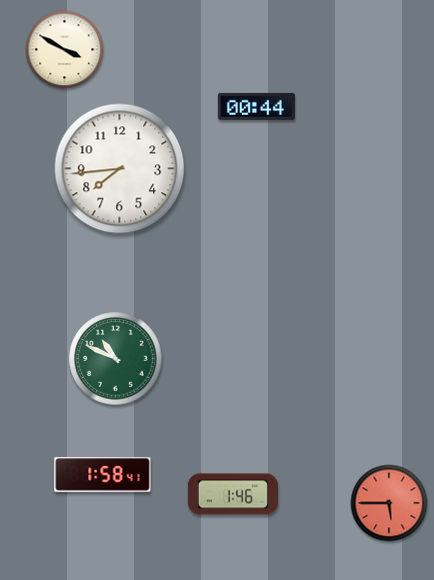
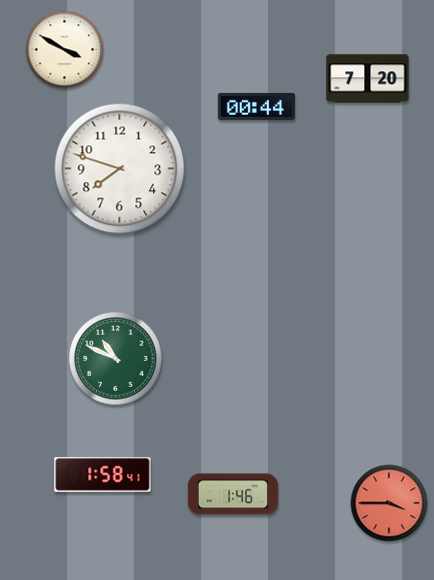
clock at (368, 79): none -> 7:20
clock at (120, 169): 7:44 -> 7:48
clock at (389, 503): 5:45 -> 3:45
